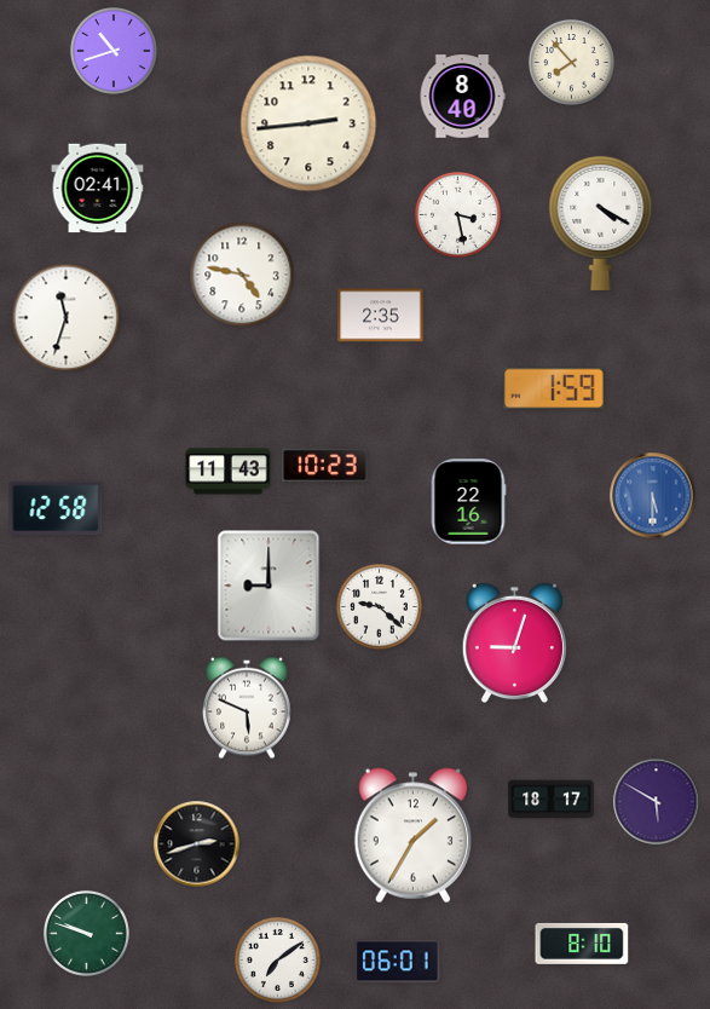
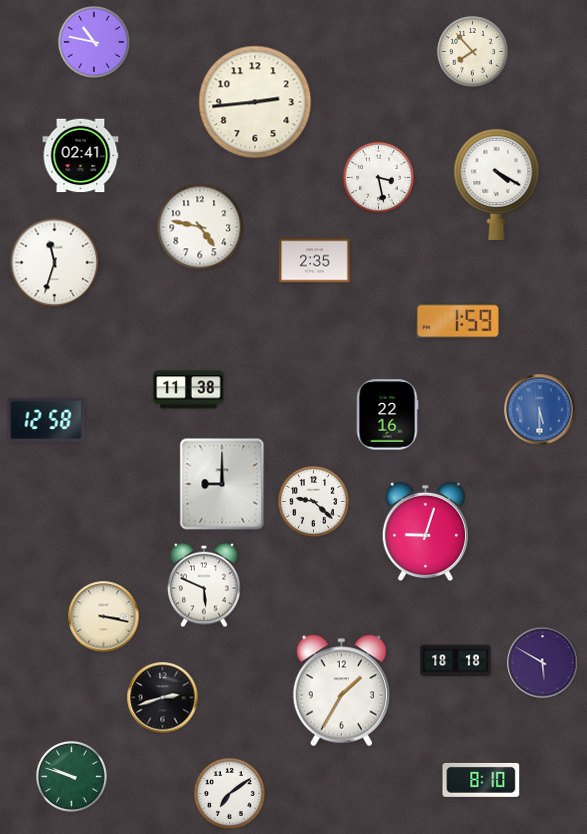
clock at (115, 52): 10:42 -> 10:47
clock at (462, 97): 8:40 -> none
clock at (325, 466): 10:23 -> none
clock at (229, 472): 11:43 -> 11:38
clock at (104, 617): none -> 3:17
clock at (552, 800): 18:17 -> 18:18
clock at (86, 933) position: (86, 933) -> (71, 776)
clock at (398, 962): 06:01 -> none
